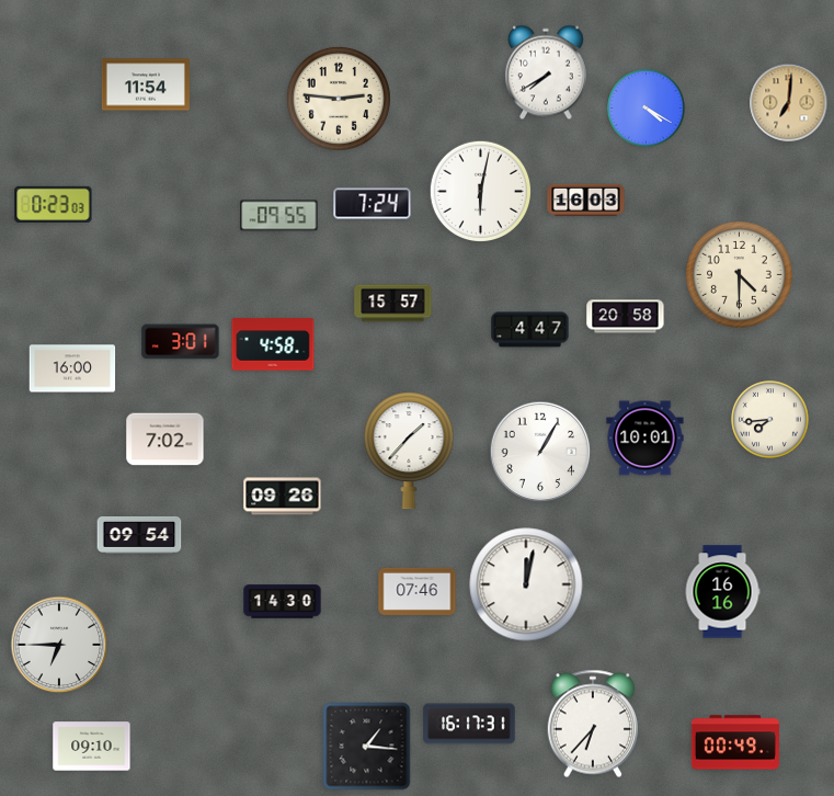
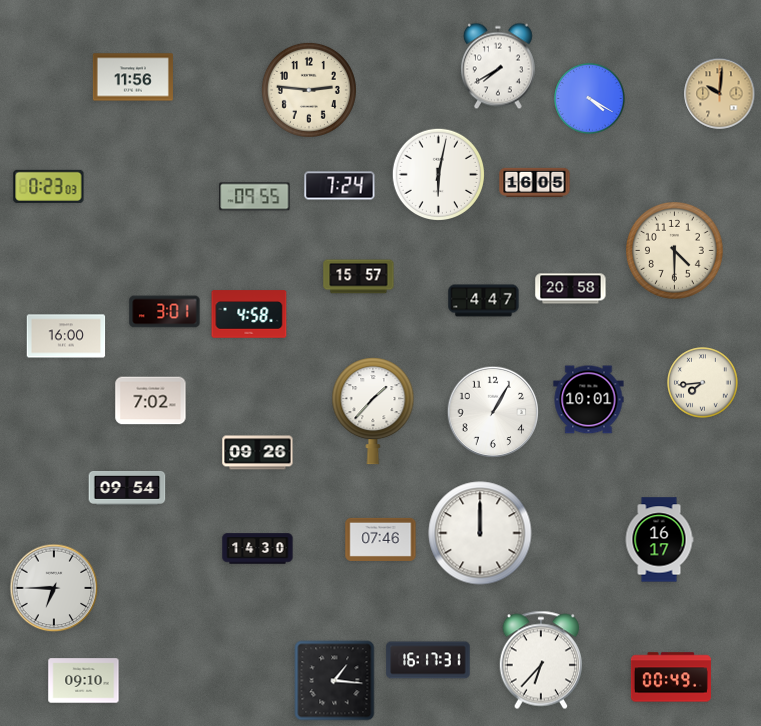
clock at (146, 84): 11:54 -> 11:56
clock at (789, 103): 7:01 -> 10:01
clock at (586, 201): 16:03 -> 16:05
clock at (526, 584): 12:02 -> 12:00
clock at (722, 592): 16:16 -> 16:17
